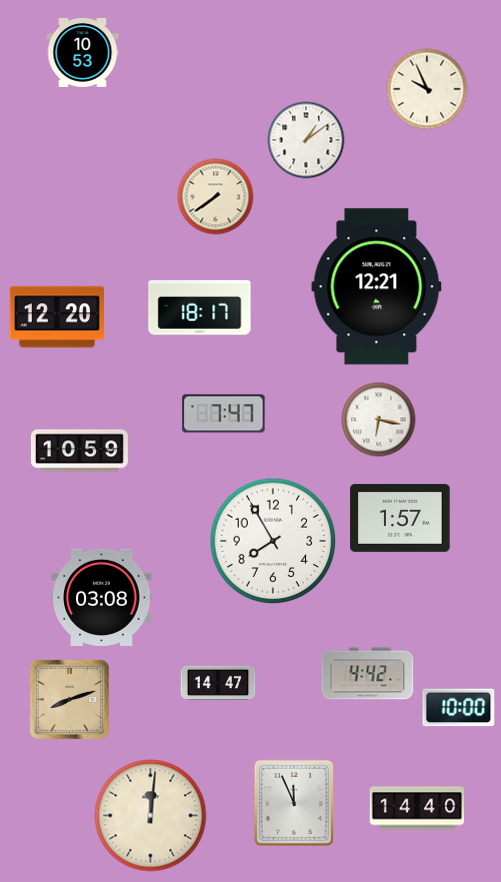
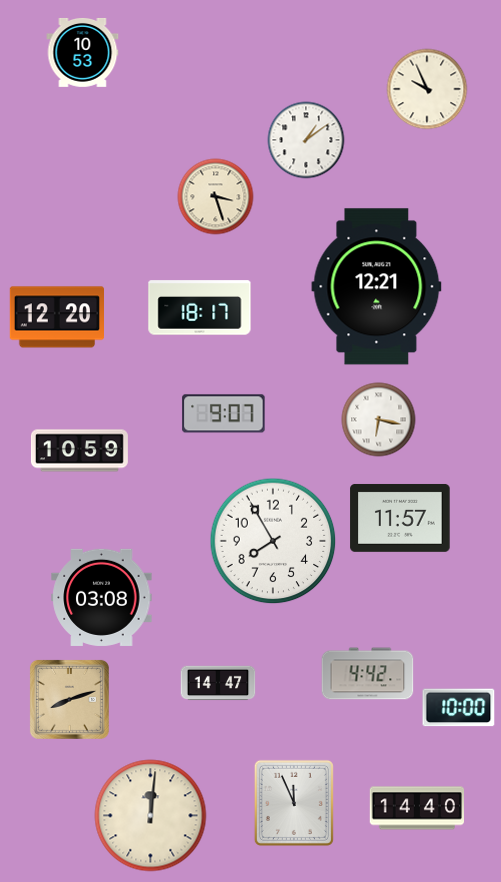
clock at (216, 197): 7:39 -> 3:27
clock at (224, 414): 7:47 -> 9:07
clock at (400, 518): 1:57 -> 11:57
